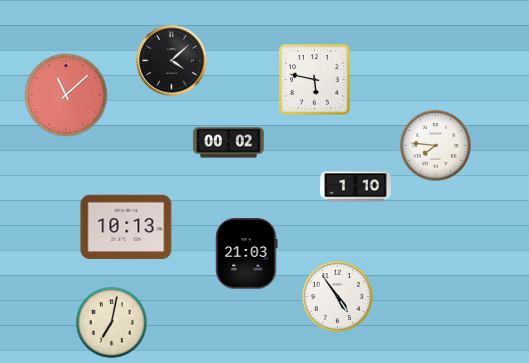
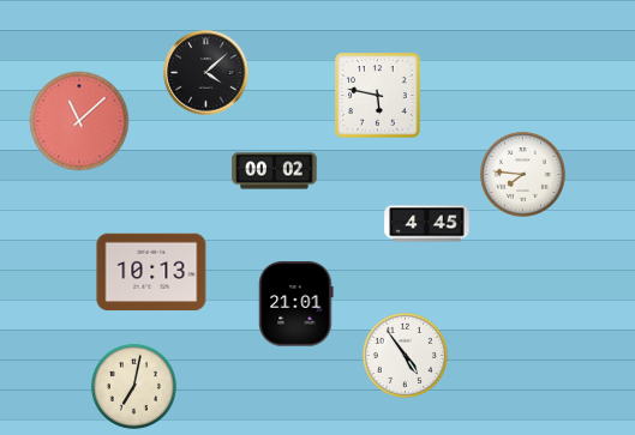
clock at (66, 95) position: (66, 95) -> (79, 121)
clock at (356, 187): 1:10 -> 4:45
clock at (247, 254): 21:03 -> 21:01
